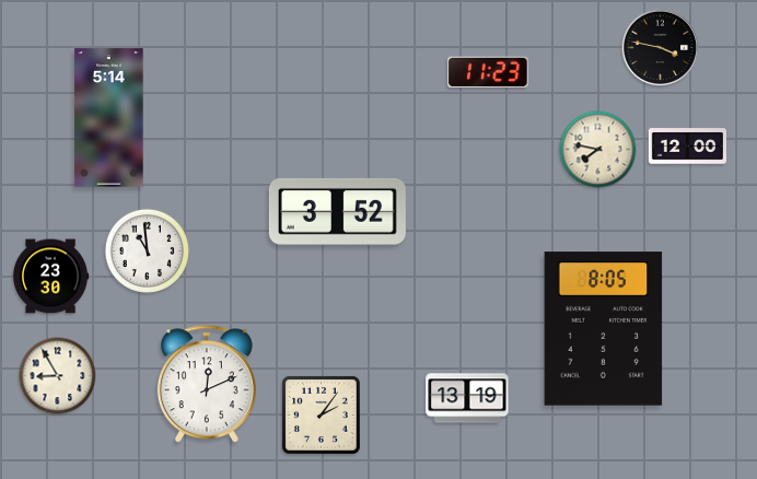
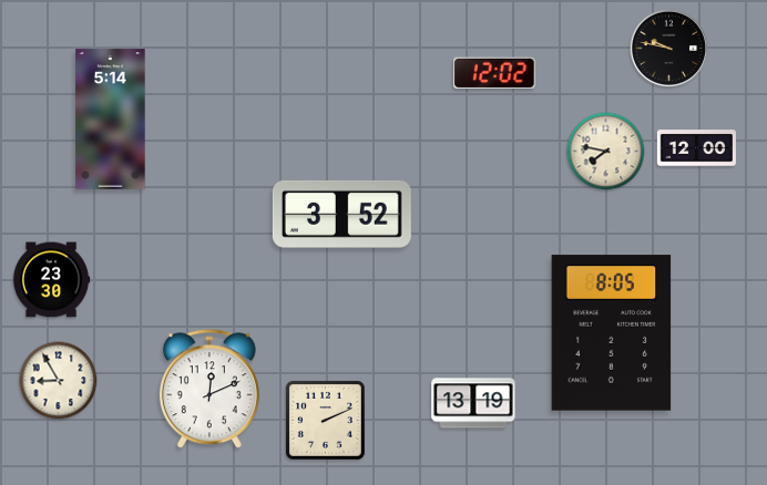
clock at (661, 48): 3:47 -> 9:47
clock at (489, 72): 11:23 -> 12:02
clock at (147, 250): 10:59 -> none
clock at (321, 414): 2:06 -> 2:11
